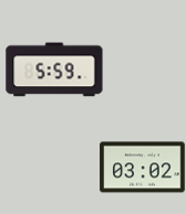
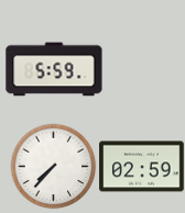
clock at (53, 166): none -> 7:37
clock at (143, 168): 03:02 -> 02:59
